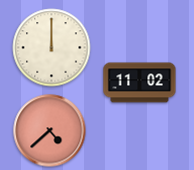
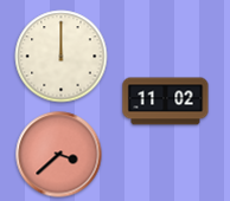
clock at (140, 83) position: (140, 83) -> (166, 102)
clock at (50, 131): 4:38 -> 3:38
